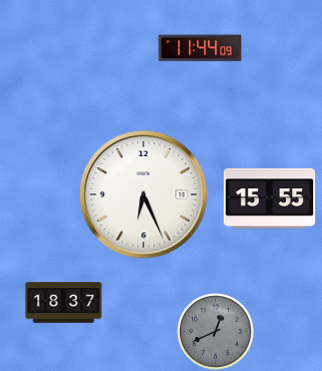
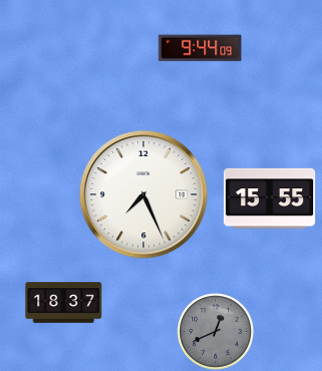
clock at (200, 48): 11:44 -> 9:44
clock at (144, 195): 6:26 -> 7:26
